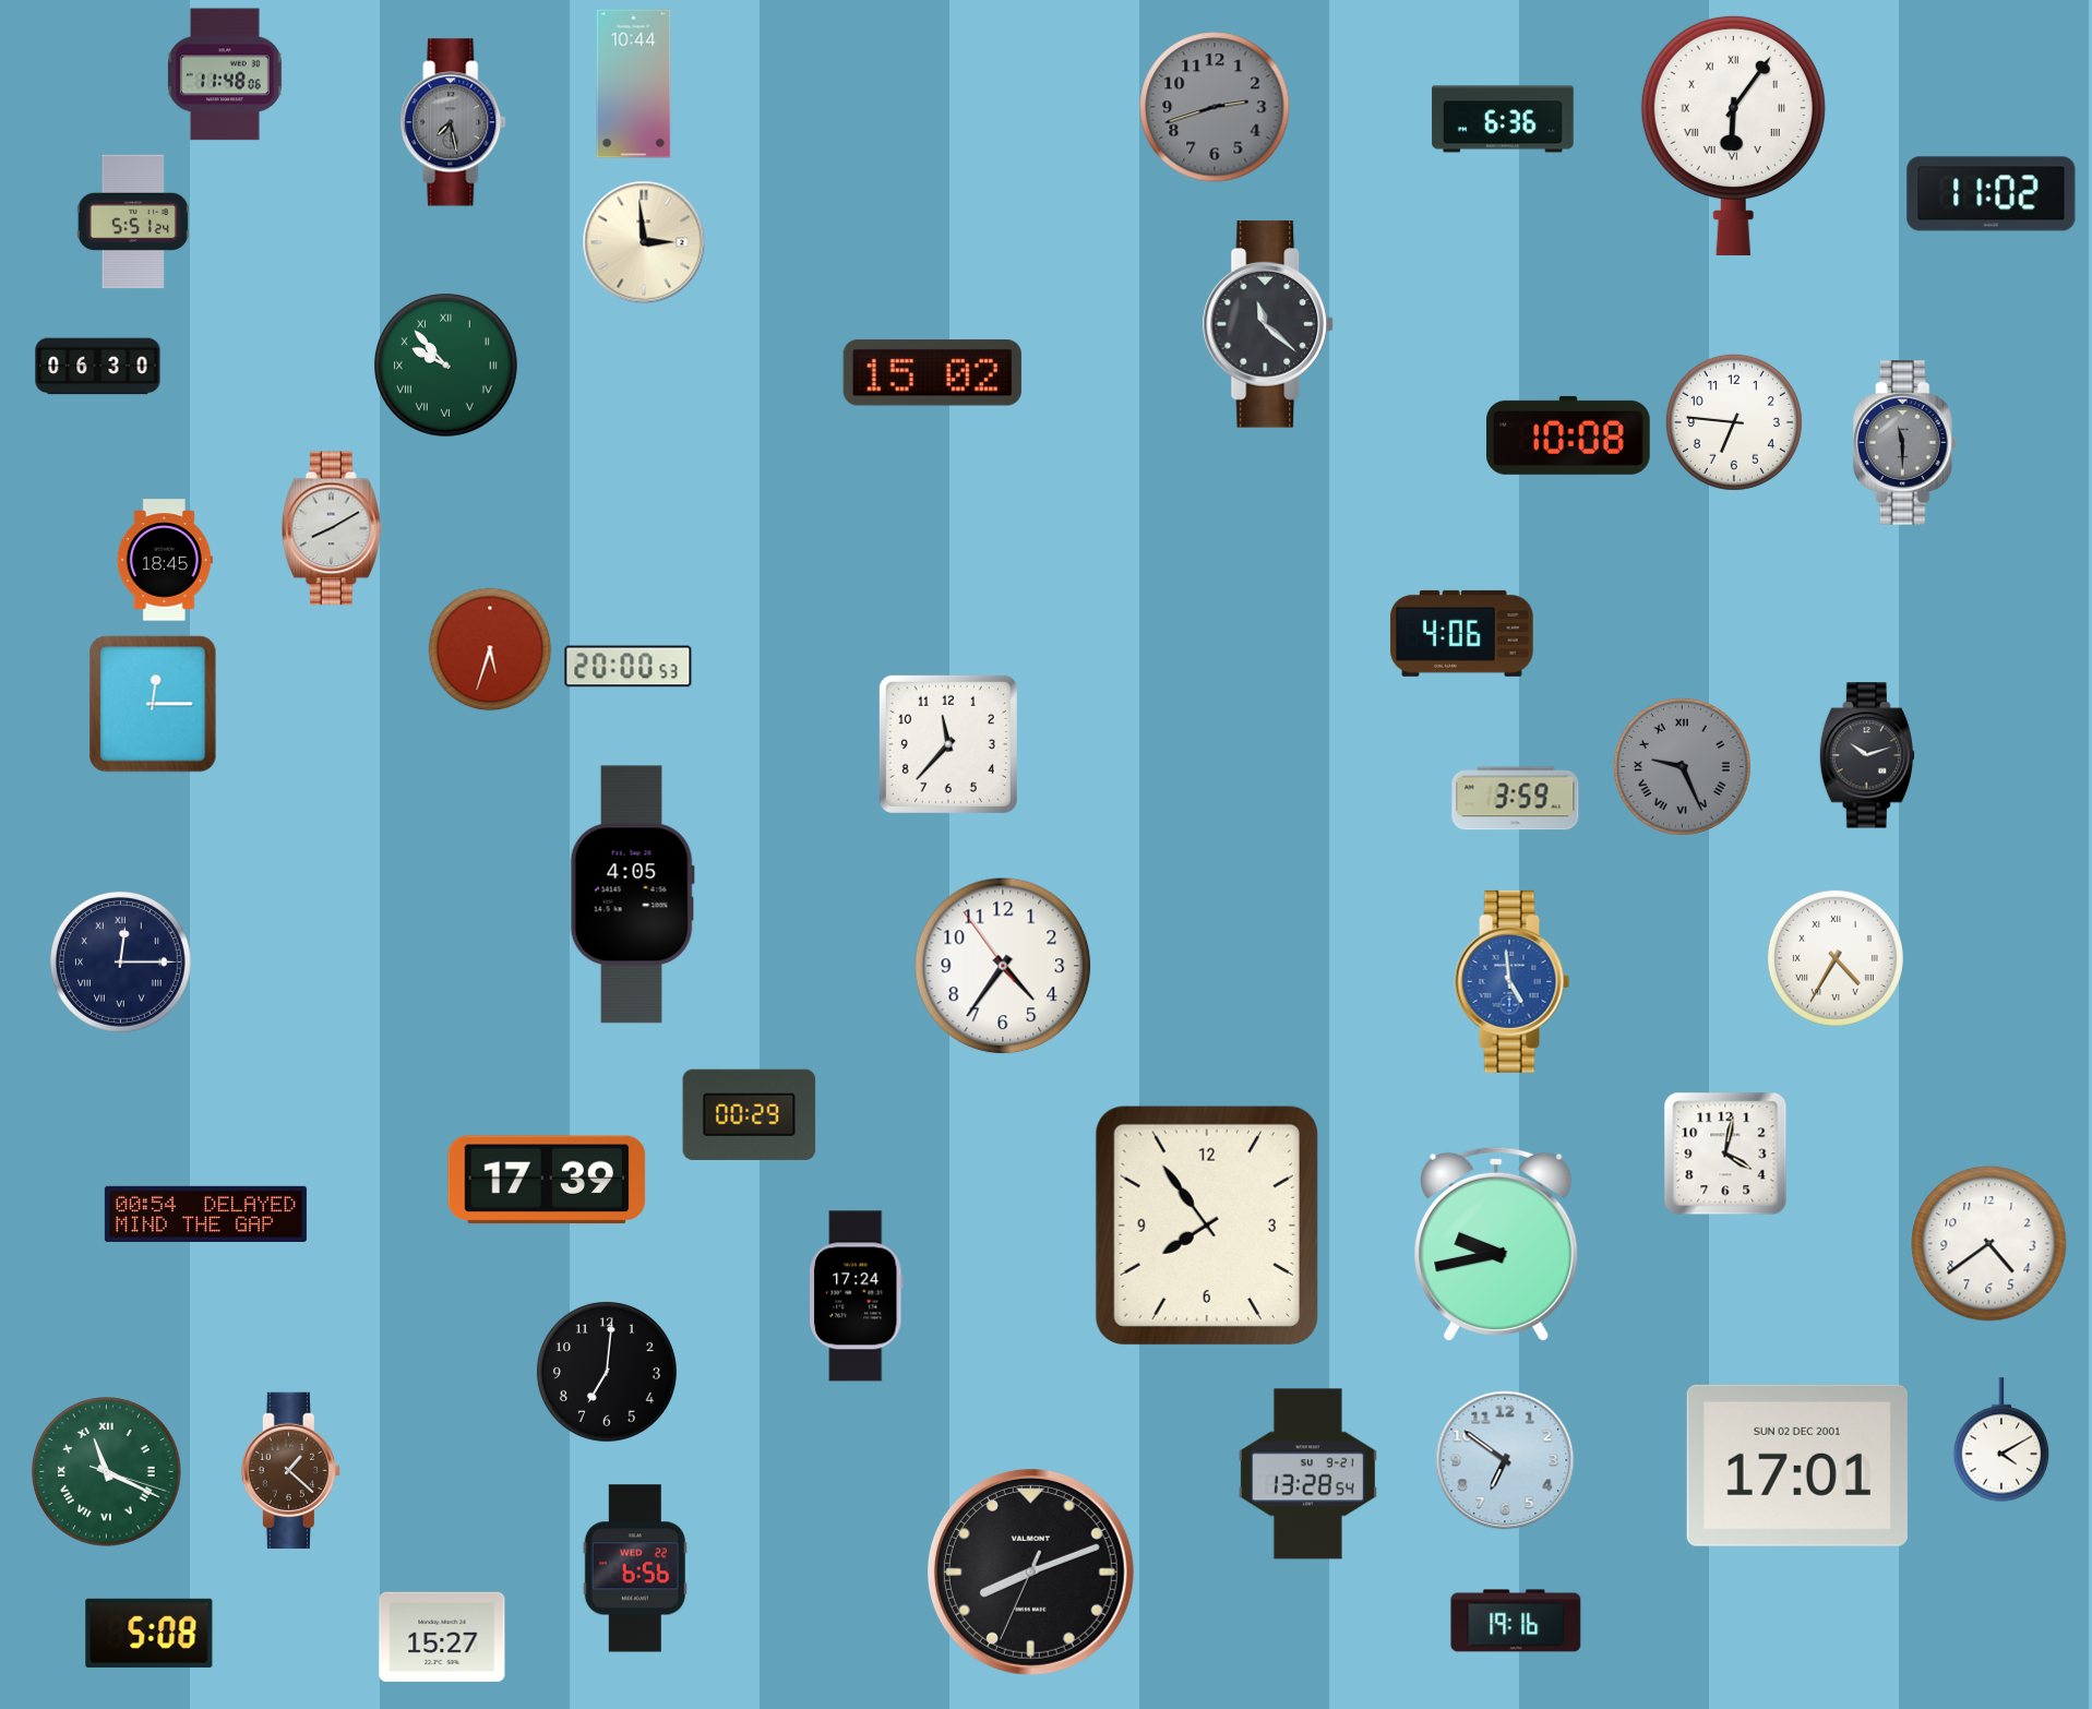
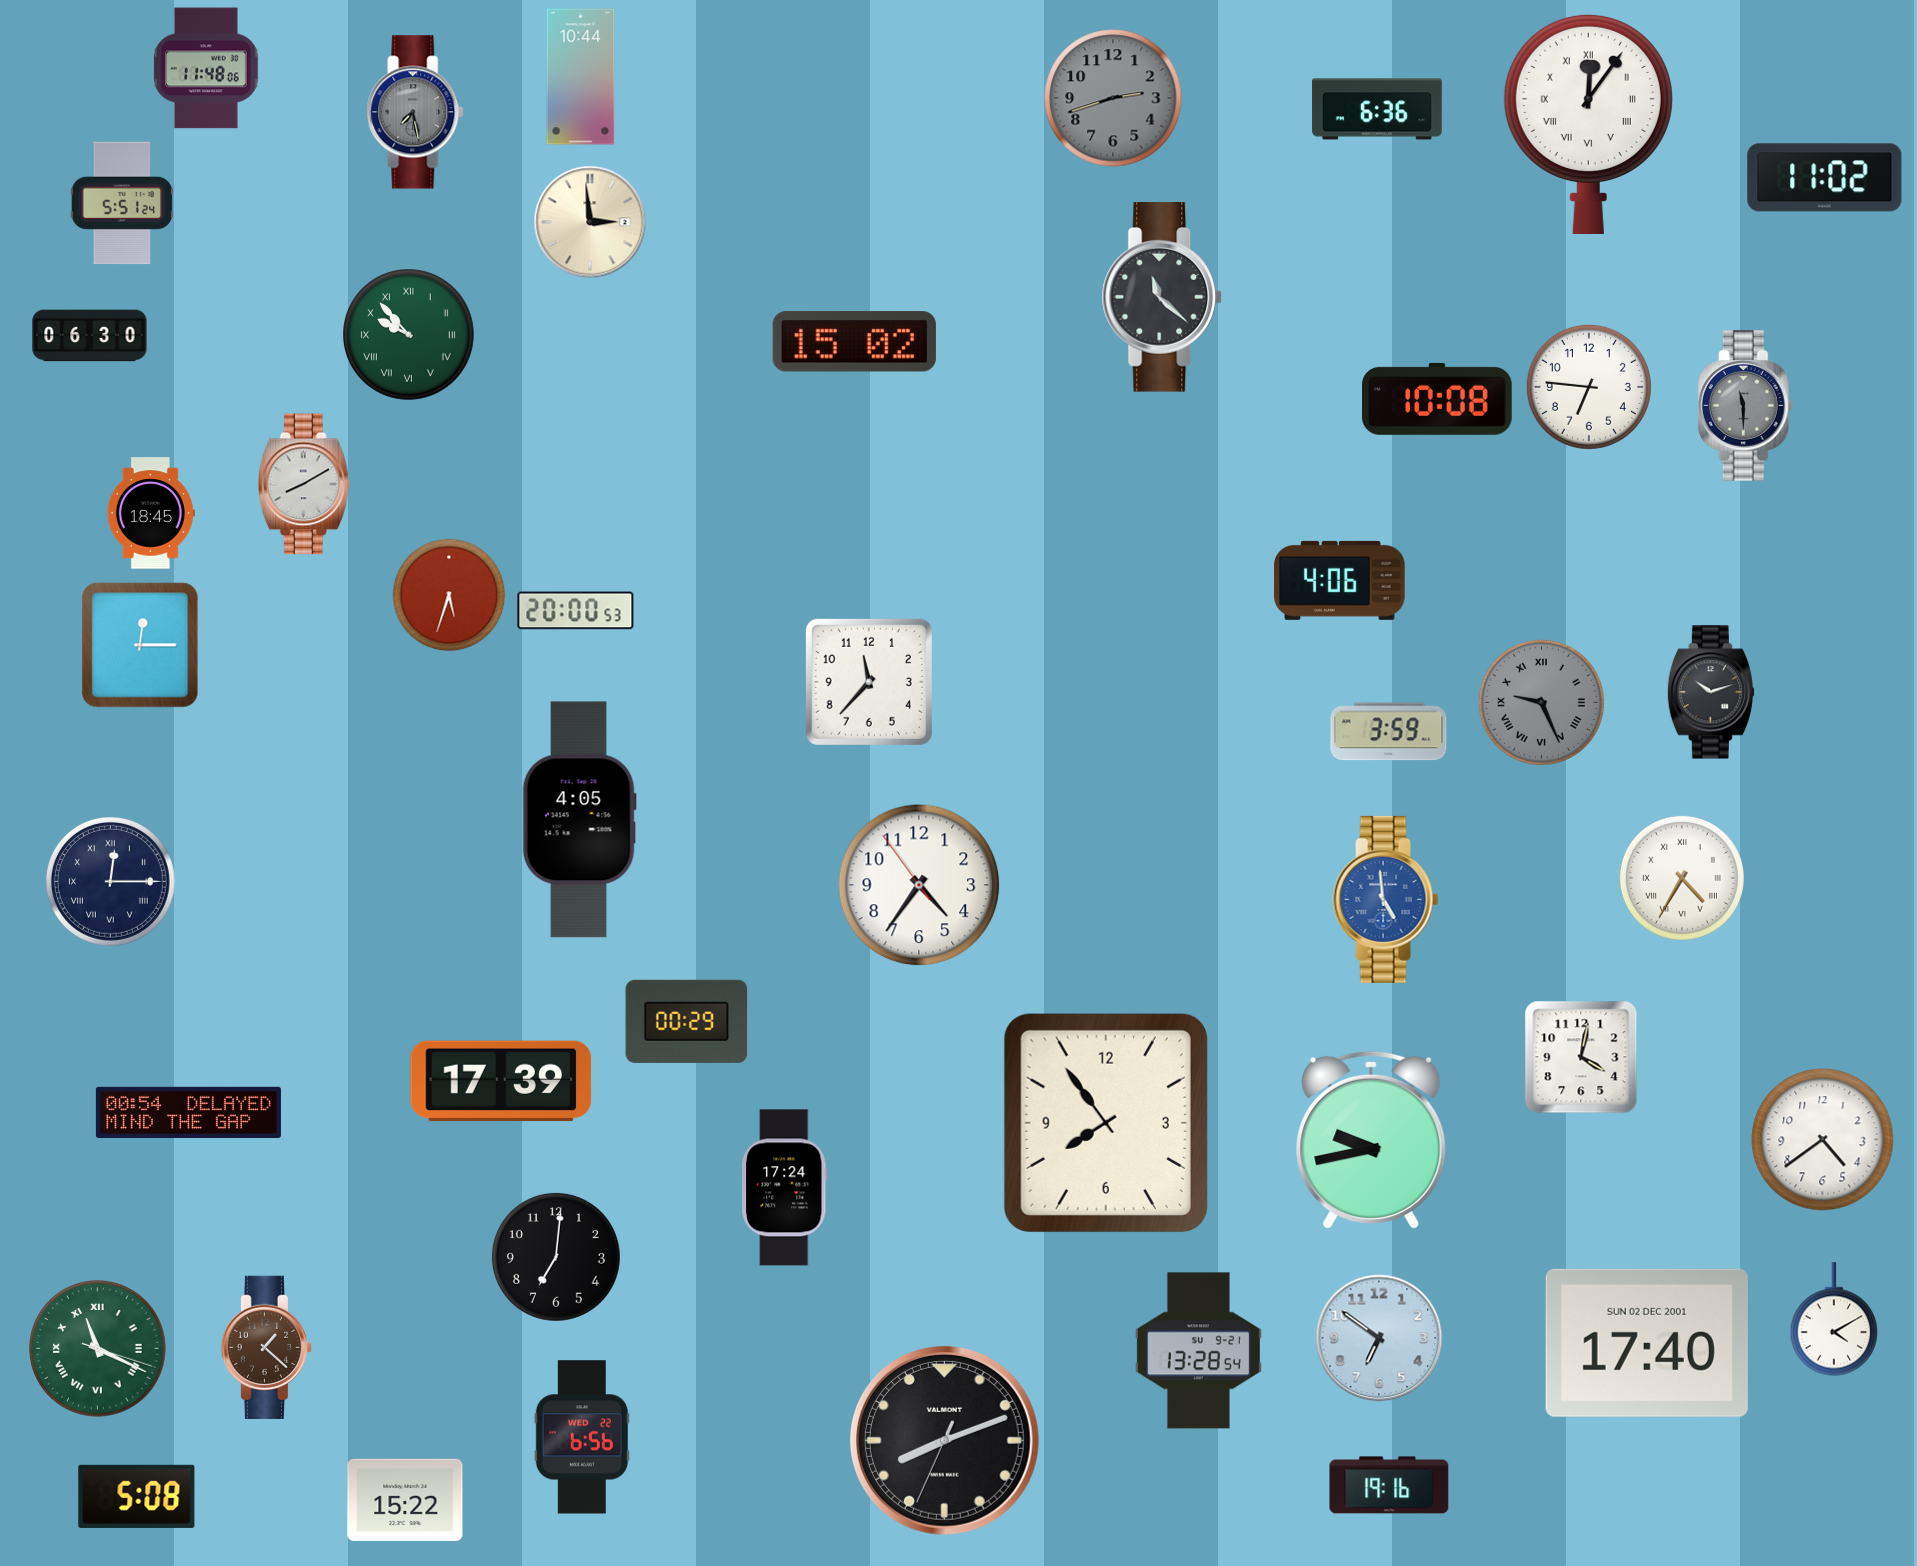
clock at (1733, 135): 6:06 -> 12:06
clock at (1797, 1466): 17:01 -> 17:40
clock at (442, 1637): 15:27 -> 15:22
